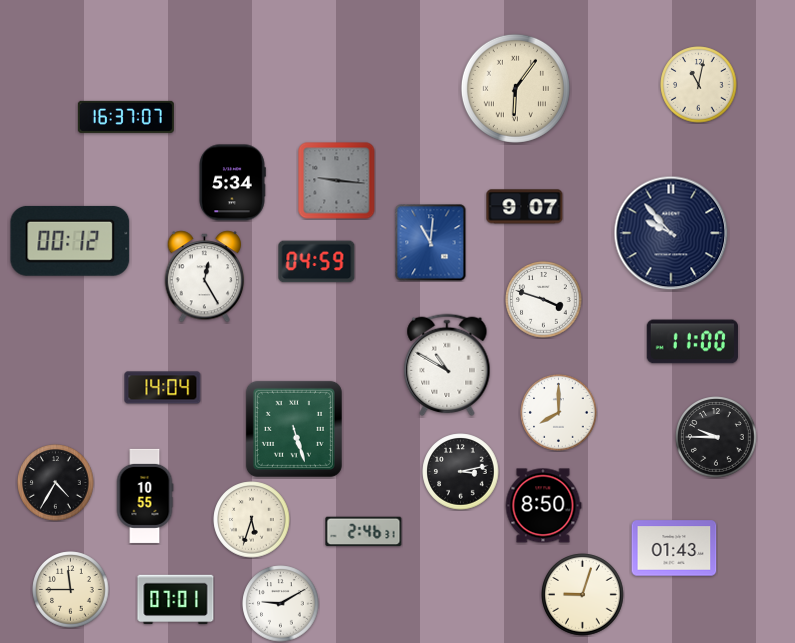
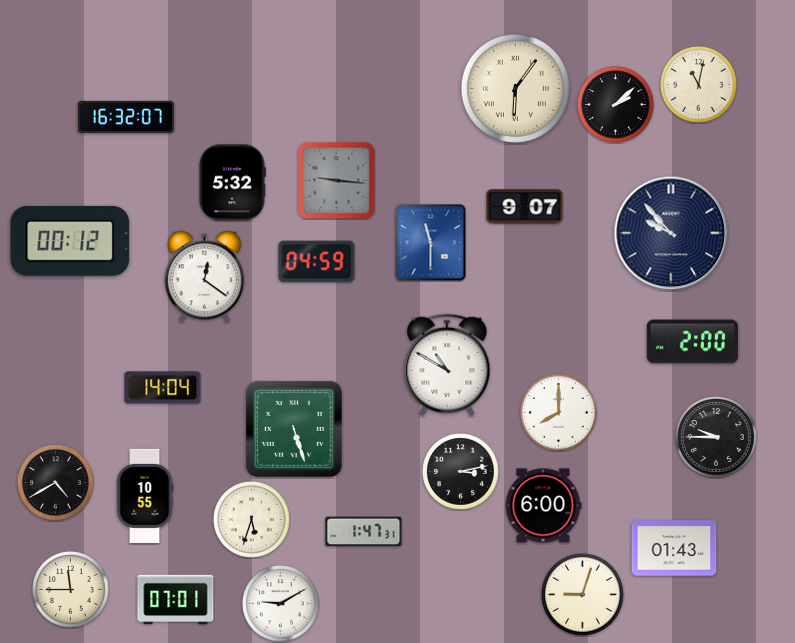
clock at (616, 105): none -> 2:08
clock at (126, 117): 16:37 -> 16:32
clock at (232, 183): 5:34 -> 5:32
clock at (431, 243): 11:01 -> 11:30
clock at (205, 277): 12:25 -> 12:21
clock at (544, 300): 3:48 -> none
clock at (692, 342): 11:00 -> 2:00
clock at (56, 483): 4:35 -> 4:40
clock at (543, 506): 8:50 -> 6:00
clock at (364, 532): 2:46 -> 1:47
